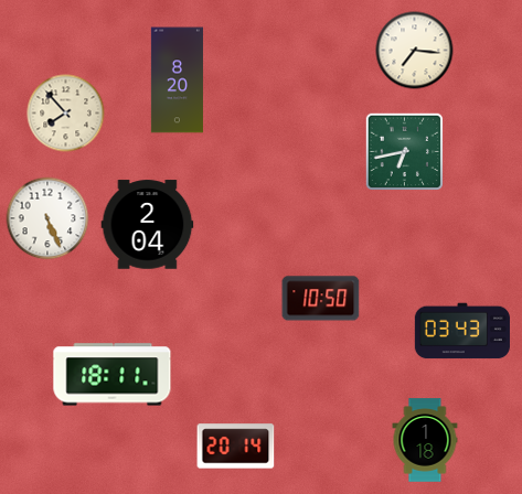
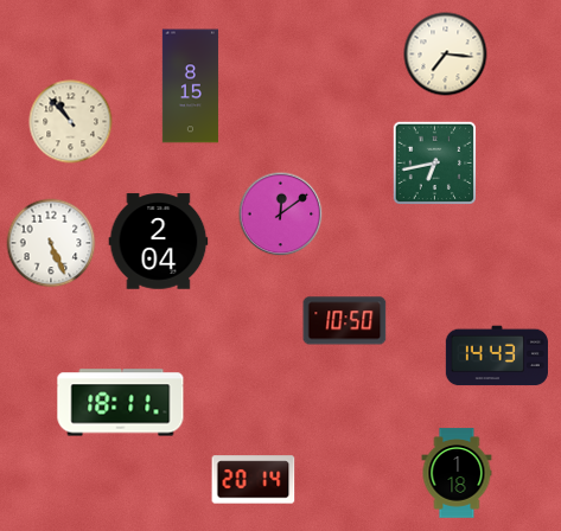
clock at (177, 80): 8:20 -> 8:15
clock at (66, 114): 7:53 -> 10:53
clock at (281, 215): none -> 12:09
clock at (47, 218) position: (47, 218) -> (51, 243)
clock at (462, 331): 03:43 -> 14:43
